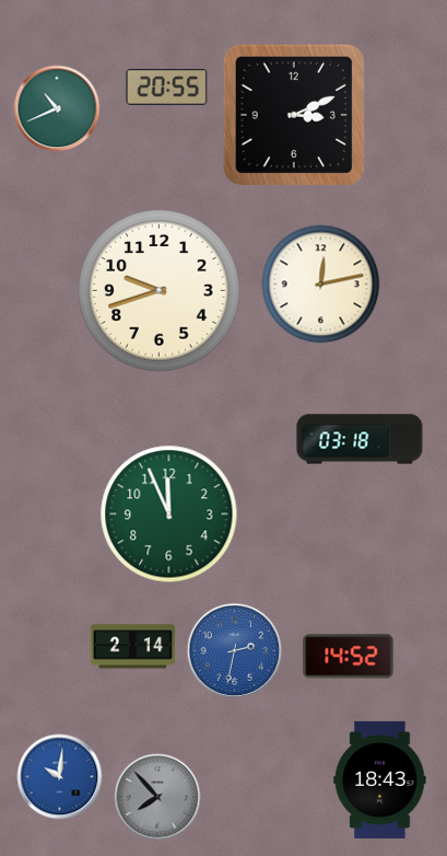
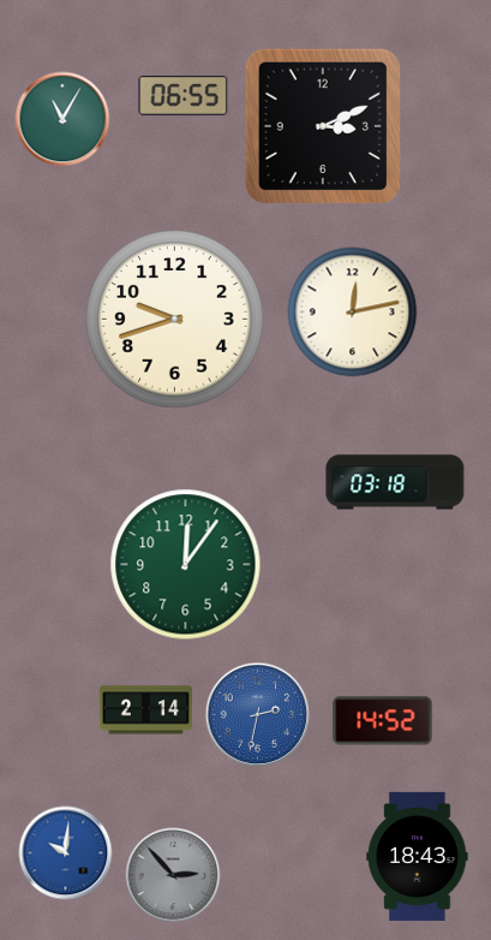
clock at (167, 86): 20:55 -> 06:55
clock at (57, 108): 10:41 -> 11:05
clock at (169, 514): 11:56 -> 12:06
clock at (157, 797): 7:53 -> 2:53
